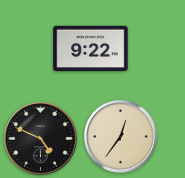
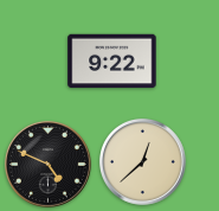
clock at (91, 49) position: (91, 49) -> (112, 62)
clock at (121, 137): 12:36 -> 12:38
